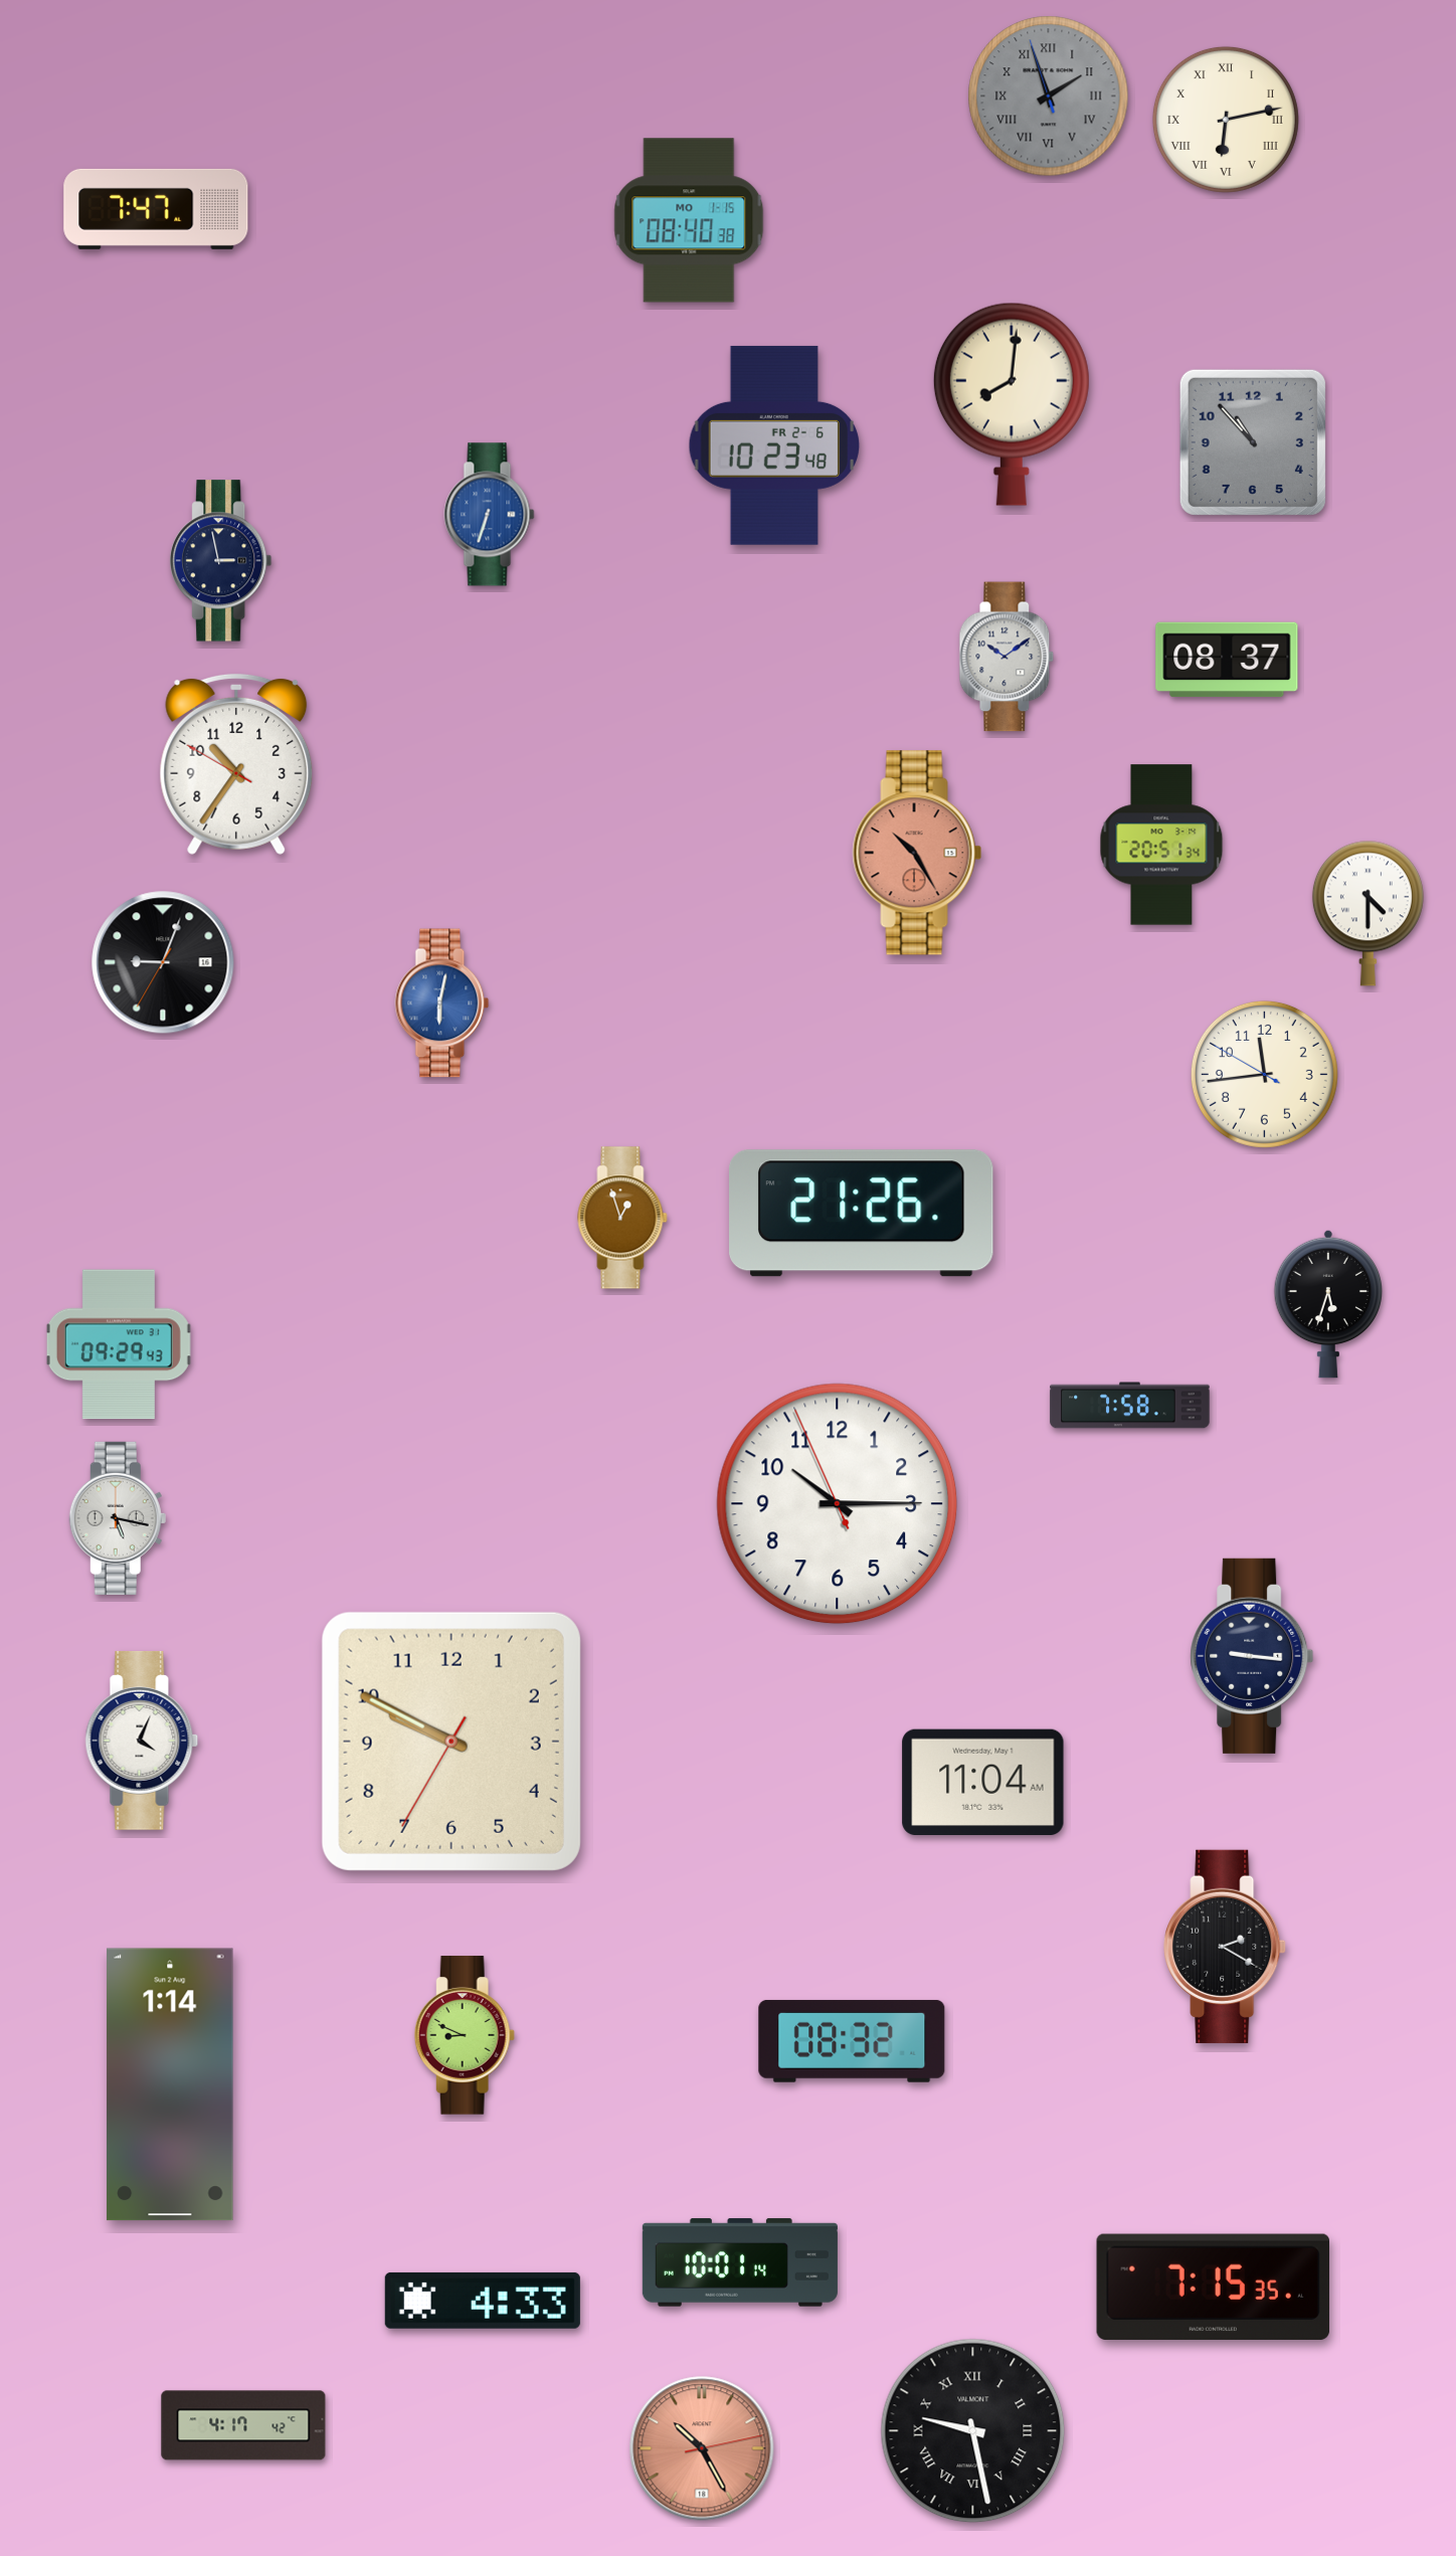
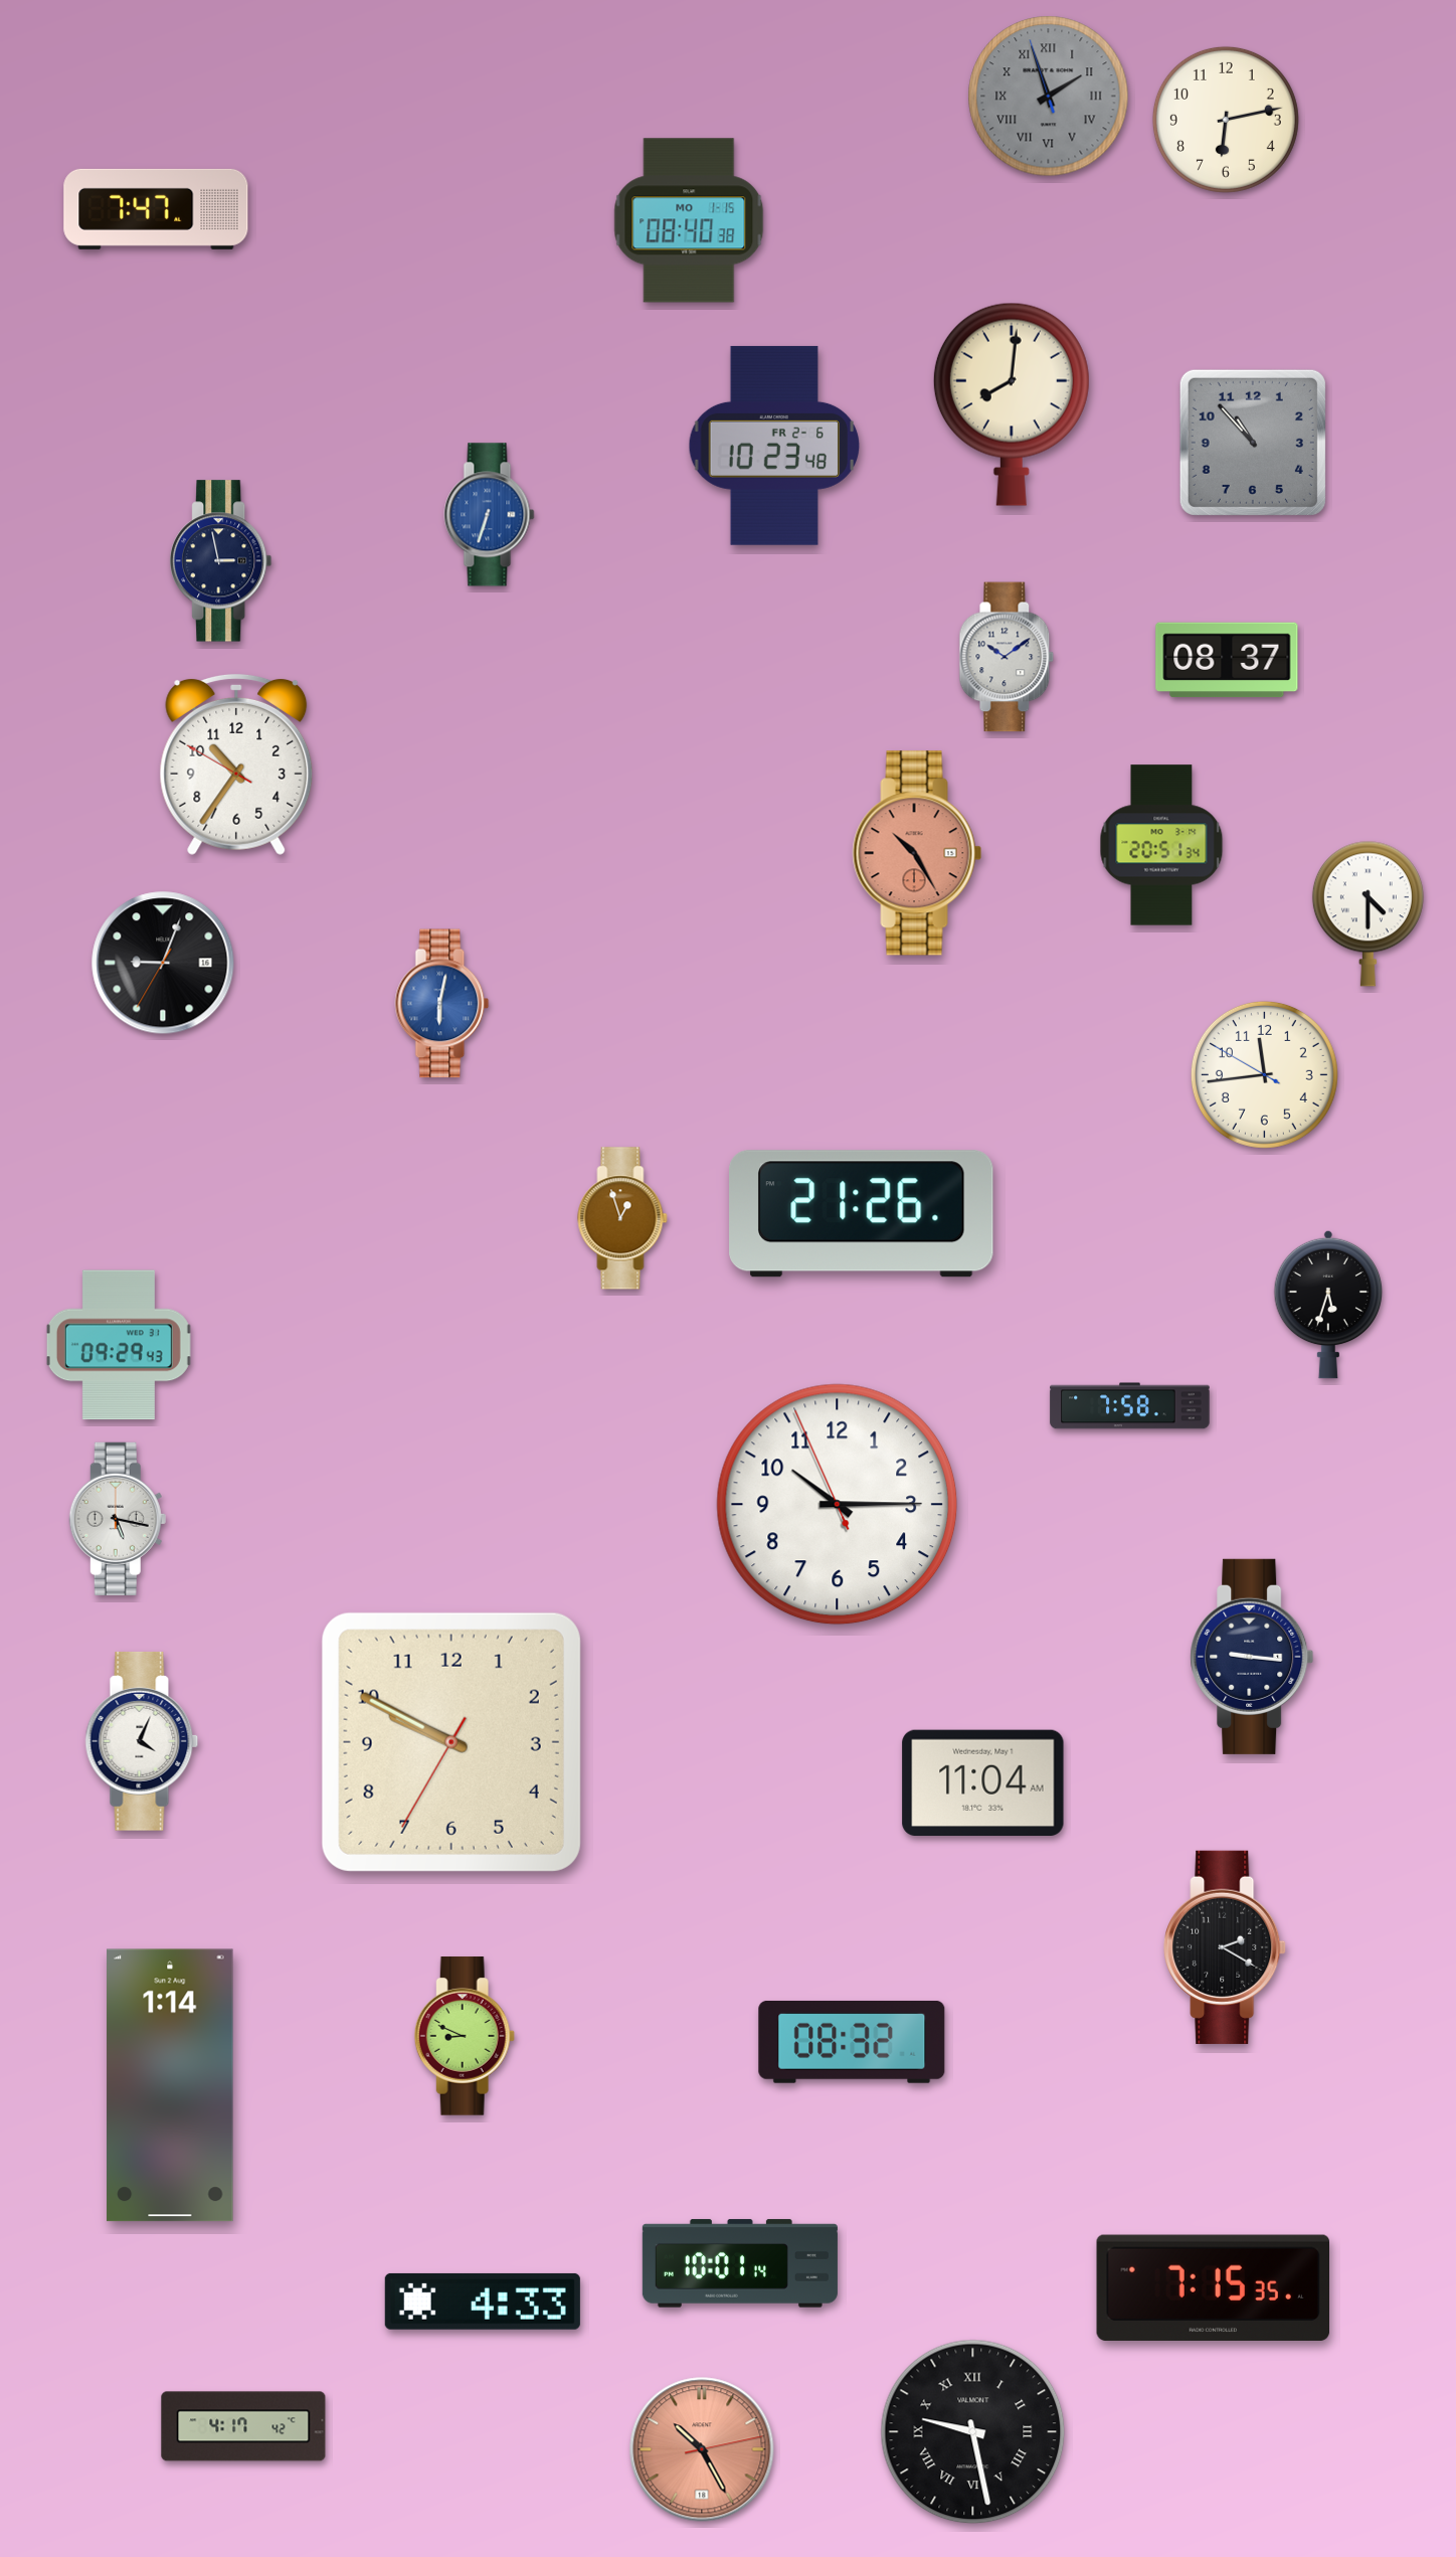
clock at (1226, 120) numerals: Roman -> Arabic
